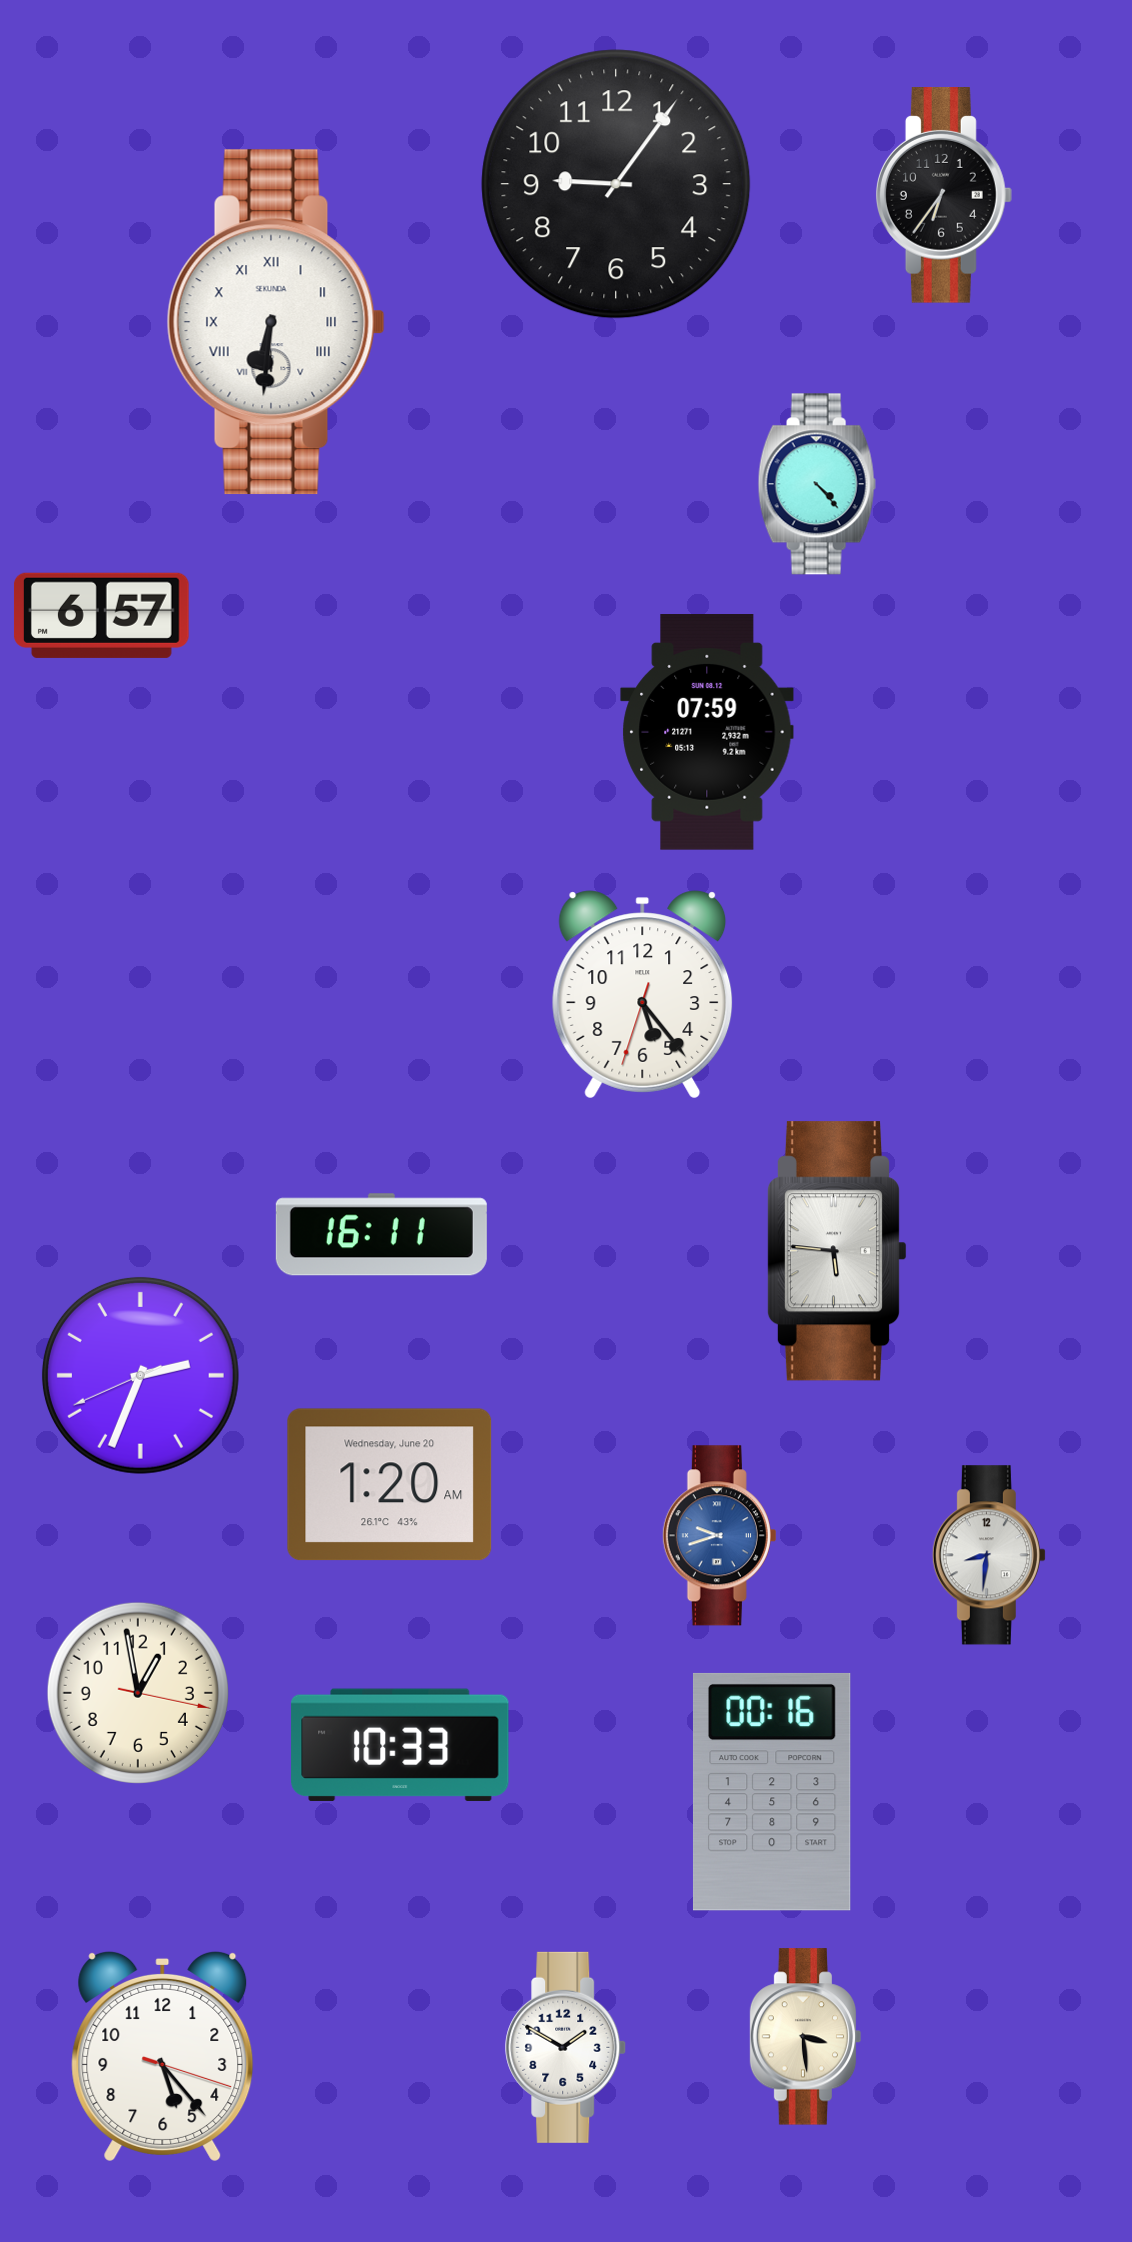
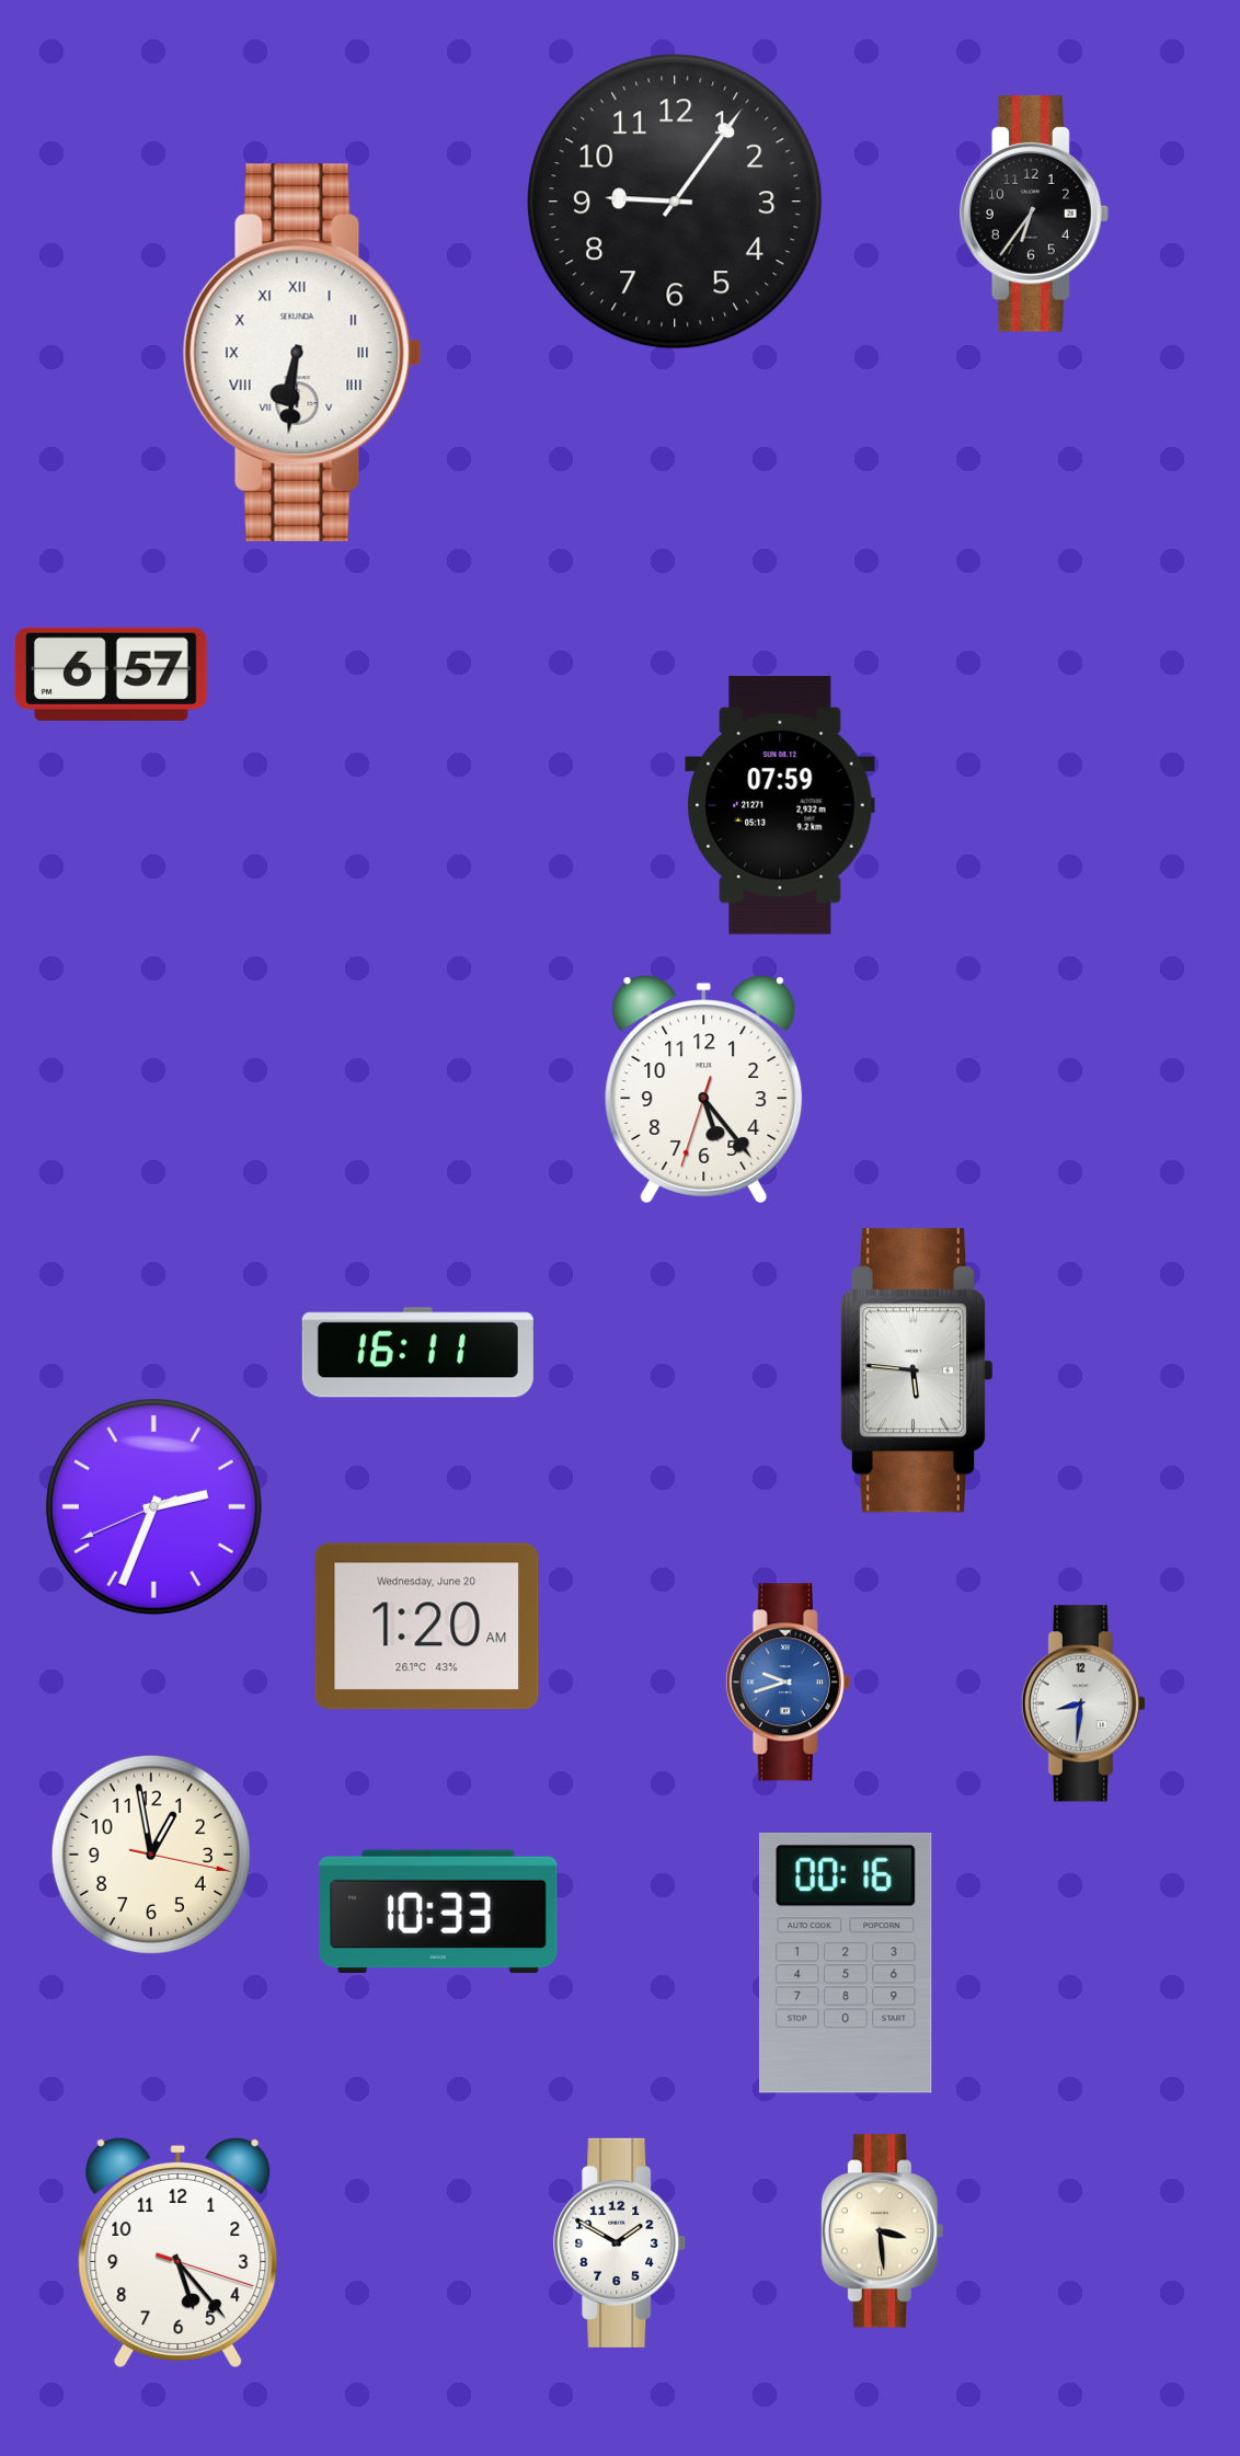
clock at (817, 484): 4:23 -> none
clock at (707, 732) position: (707, 732) -> (780, 805)
